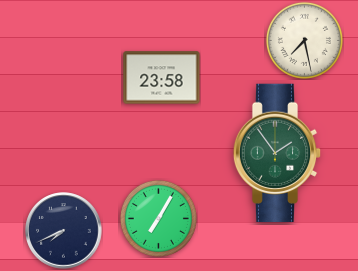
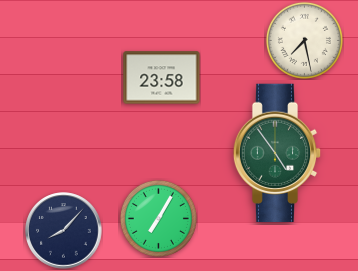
clock at (277, 153): 1:54 -> 4:54
clock at (64, 231): 7:41 -> 8:07
